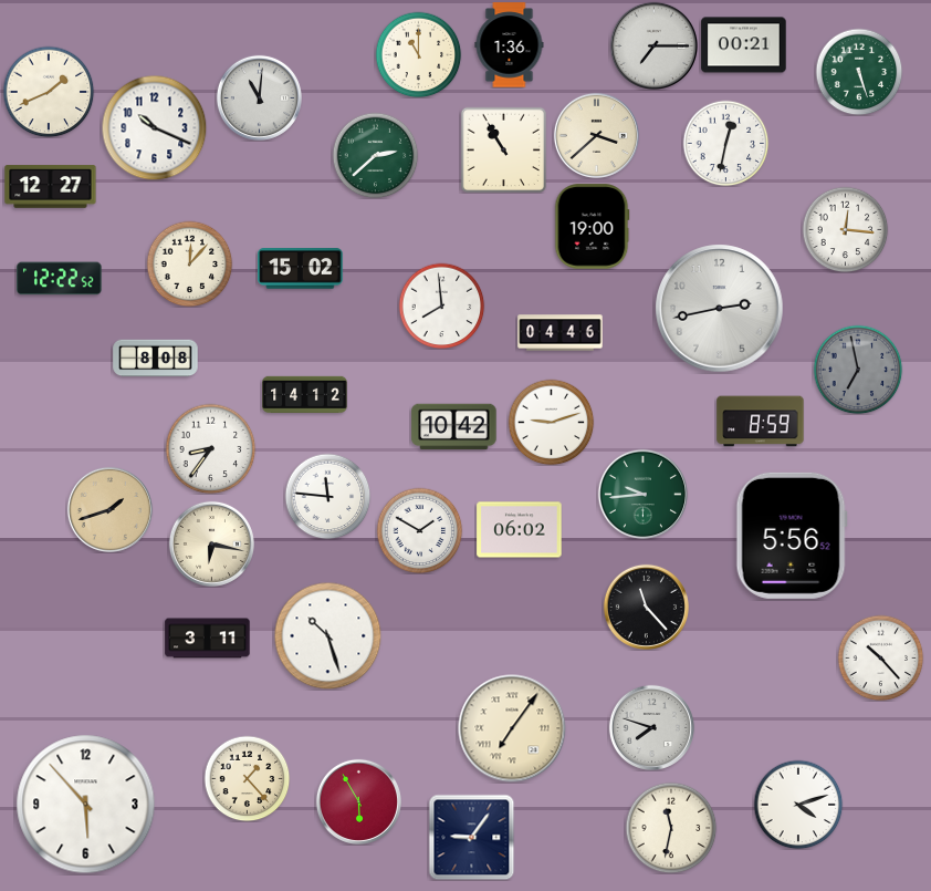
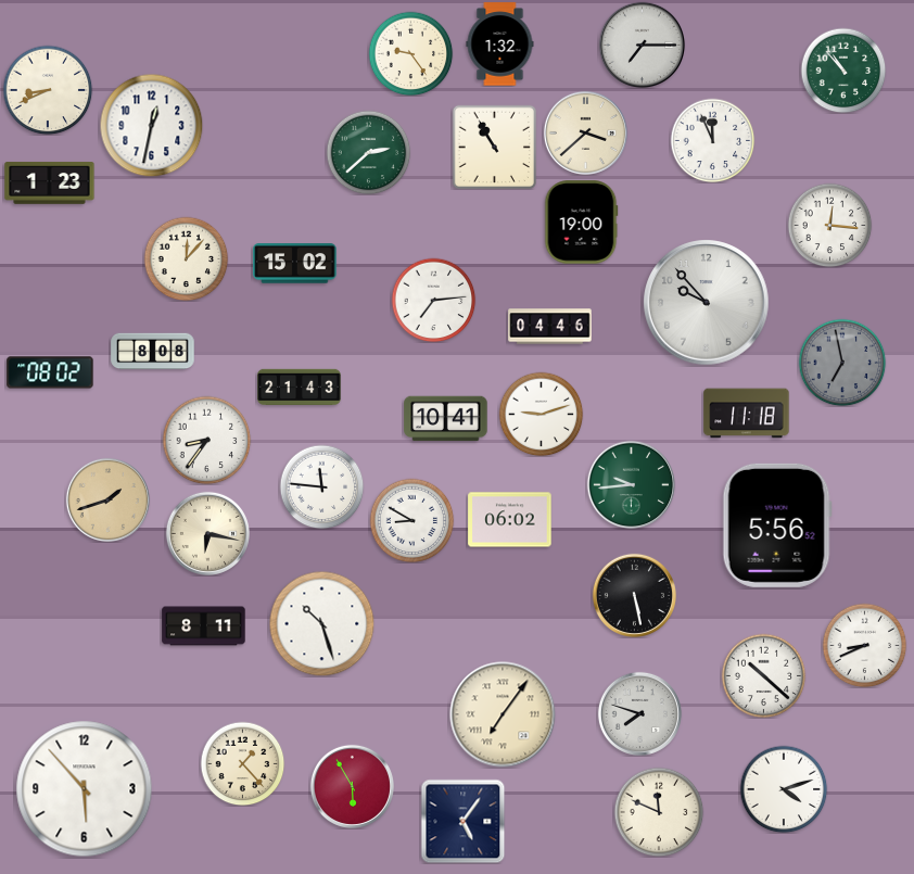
clock at (510, 45): 1:36 -> 1:32
clock at (744, 45): 00:21 -> none
clock at (418, 54): 11:00 -> 9:24
clock at (859, 72): 5:27 -> 10:53
clock at (49, 92): 1:41 -> 8:41
clock at (259, 97): 11:01 -> none
clock at (154, 127): 10:19 -> 12:32
clock at (725, 143): 12:32 -> 11:56
clock at (51, 187): 12:27 -> 1:23
clock at (60, 279): 12:22 -> none
clock at (441, 305): 7:59 -> 7:14
clock at (720, 309): 2:43 -> 9:53
clock at (50, 372): none -> 08:02
clock at (305, 395): 14:12 -> 21:43
clock at (761, 422): 8:59 -> 11:18
clock at (454, 427): 10:42 -> 10:41
clock at (419, 530): 1:50 -> 8:50
clock at (646, 607): 11:23 -> 5:28
clock at (208, 639): 3:11 -> 8:11
clock at (880, 657): 10:23 -> 8:41
clock at (763, 675): none -> 10:22
clock at (671, 828): 11:32 -> 11:49
clock at (471, 837): 9:06 -> 5:06
